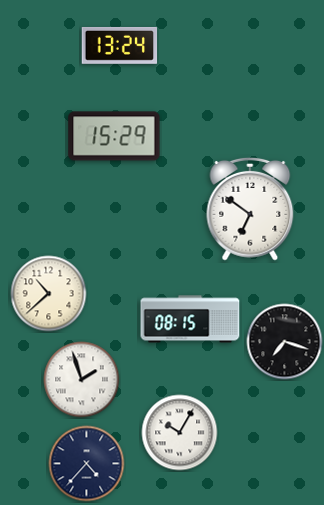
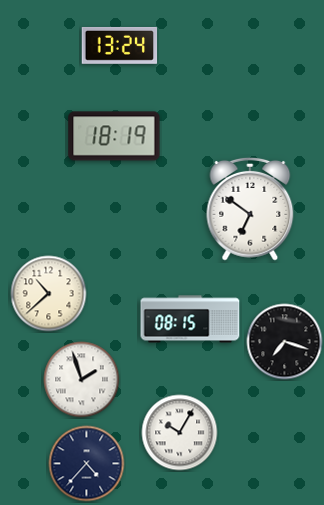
clock at (114, 136): 15:29 -> 18:19
